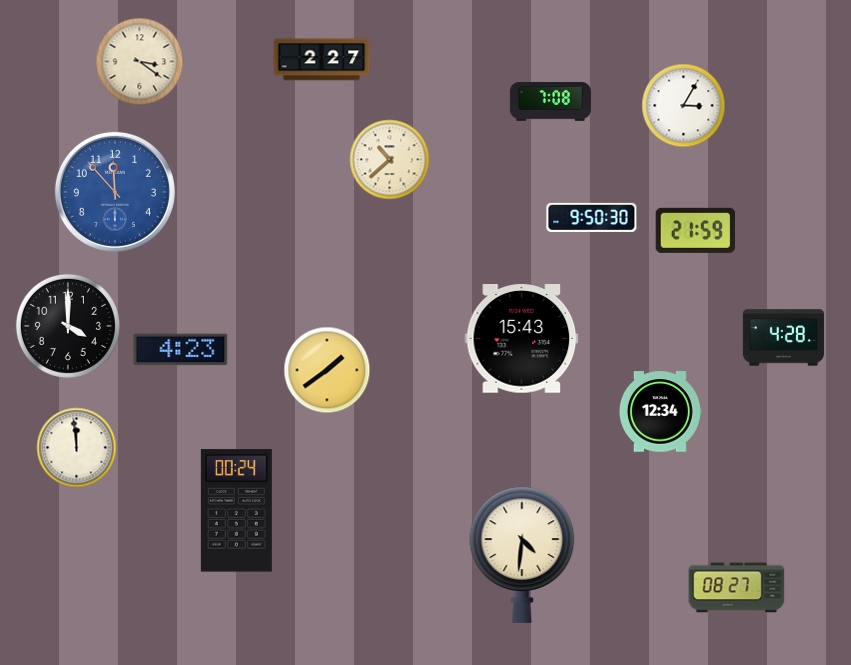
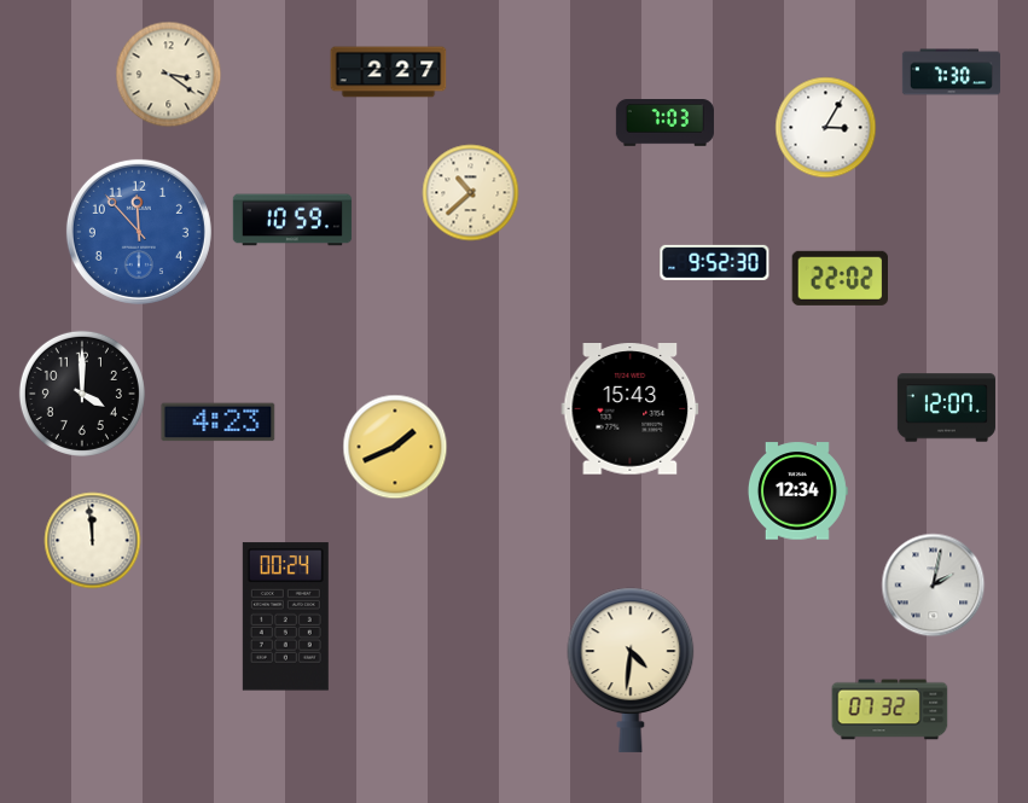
clock at (951, 72): none -> 7:30
clock at (550, 102): 7:08 -> 7:03
clock at (292, 220): none -> 10:59
clock at (592, 217): 9:50 -> 9:52
clock at (695, 230): 21:59 -> 22:02
clock at (783, 338): 4:28 -> 12:07
clock at (327, 370): 1:39 -> 1:41
clock at (660, 412) position: (660, 412) -> (797, 491)
clock at (934, 586): none -> 2:02
clock at (737, 588): 08:27 -> 07:32
